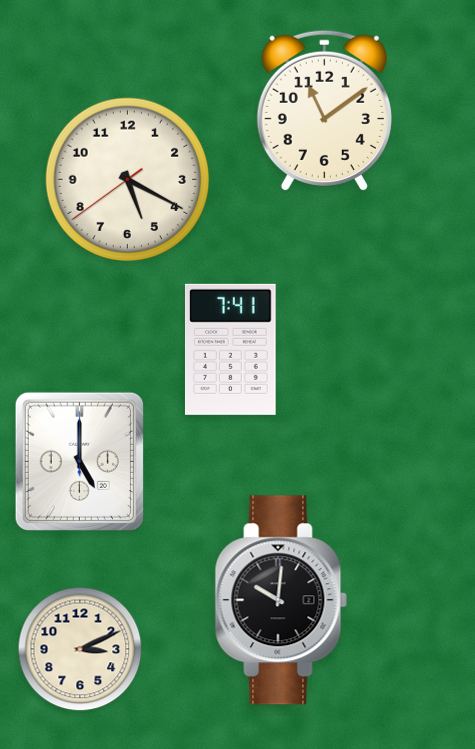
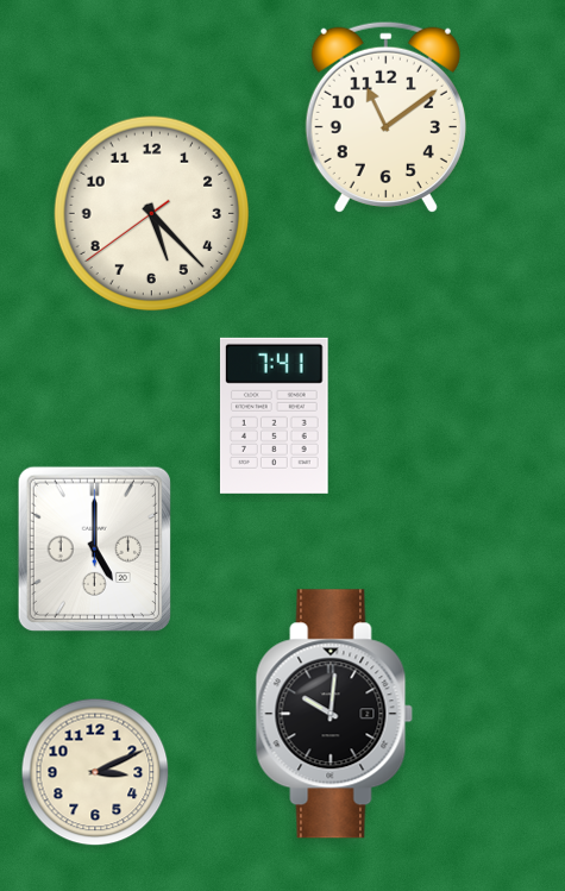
clock at (324, 110) position: (324, 110) -> (385, 117)
clock at (128, 180): 5:19 -> 5:22
